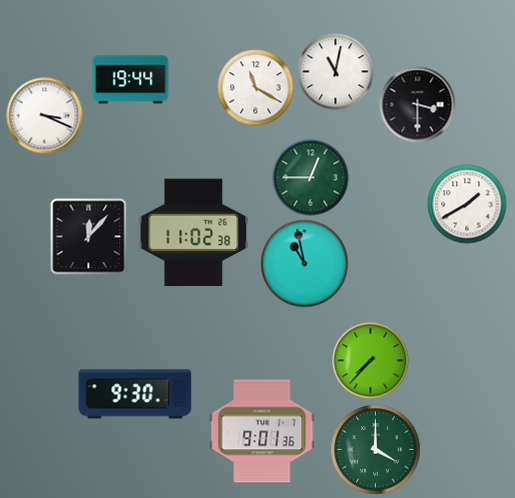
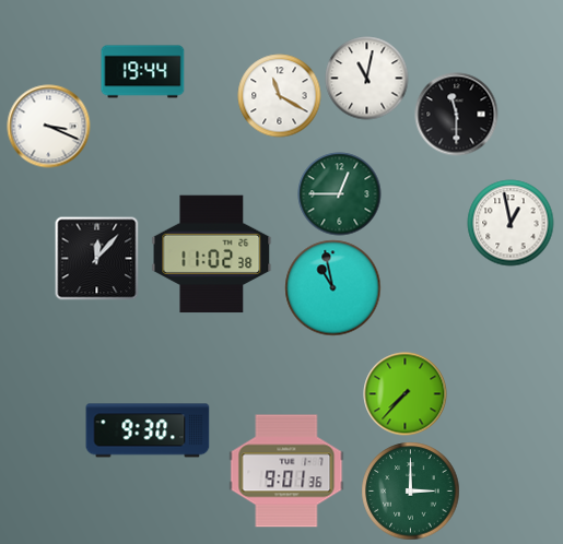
clock at (131, 80) position: (131, 80) -> (143, 72)
clock at (418, 105): 3:30 -> 11:30
clock at (467, 204): 1:40 -> 12:58
clock at (376, 450): 4:00 -> 3:00
